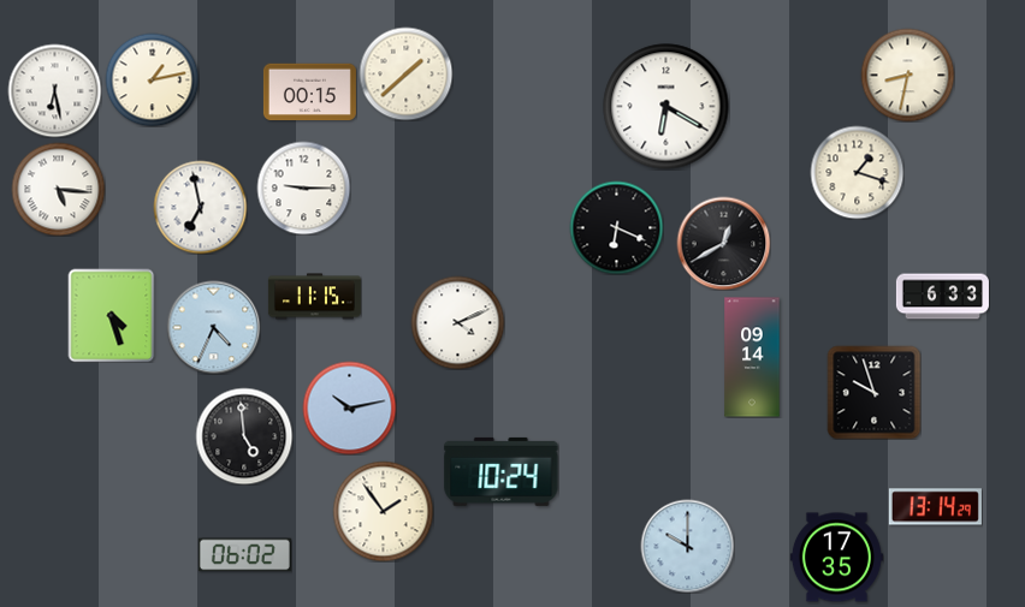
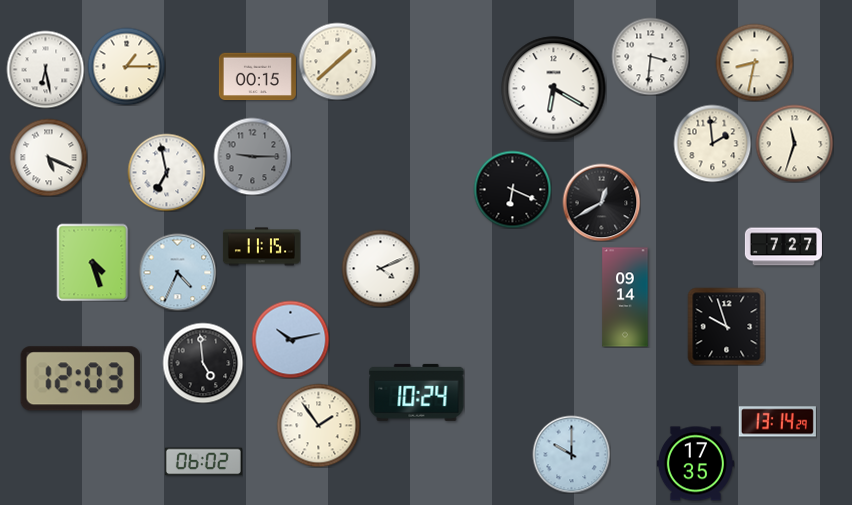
clock at (650, 56): none -> 3:31
clock at (152, 79): 1:13 -> 1:15
clock at (54, 90) position: (54, 90) -> (45, 69)
clock at (857, 172): 1:18 -> 1:59
clock at (794, 143): none -> 11:33
clock at (303, 188) dial: white -> grey
clock at (58, 189): 5:16 -> 5:19
clock at (942, 297): 6:33 -> 7:27
clock at (80, 379): none -> 12:03
